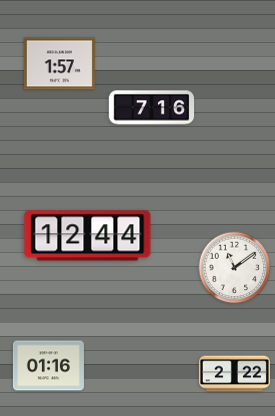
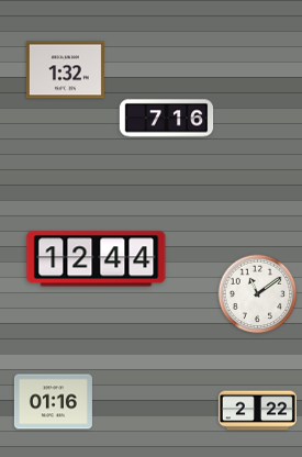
clock at (59, 64): 1:57 -> 1:32
